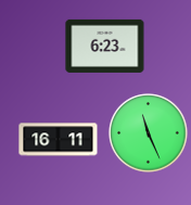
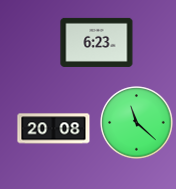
clock at (149, 133): 11:26 -> 11:22
clock at (59, 140): 16:11 -> 20:08
